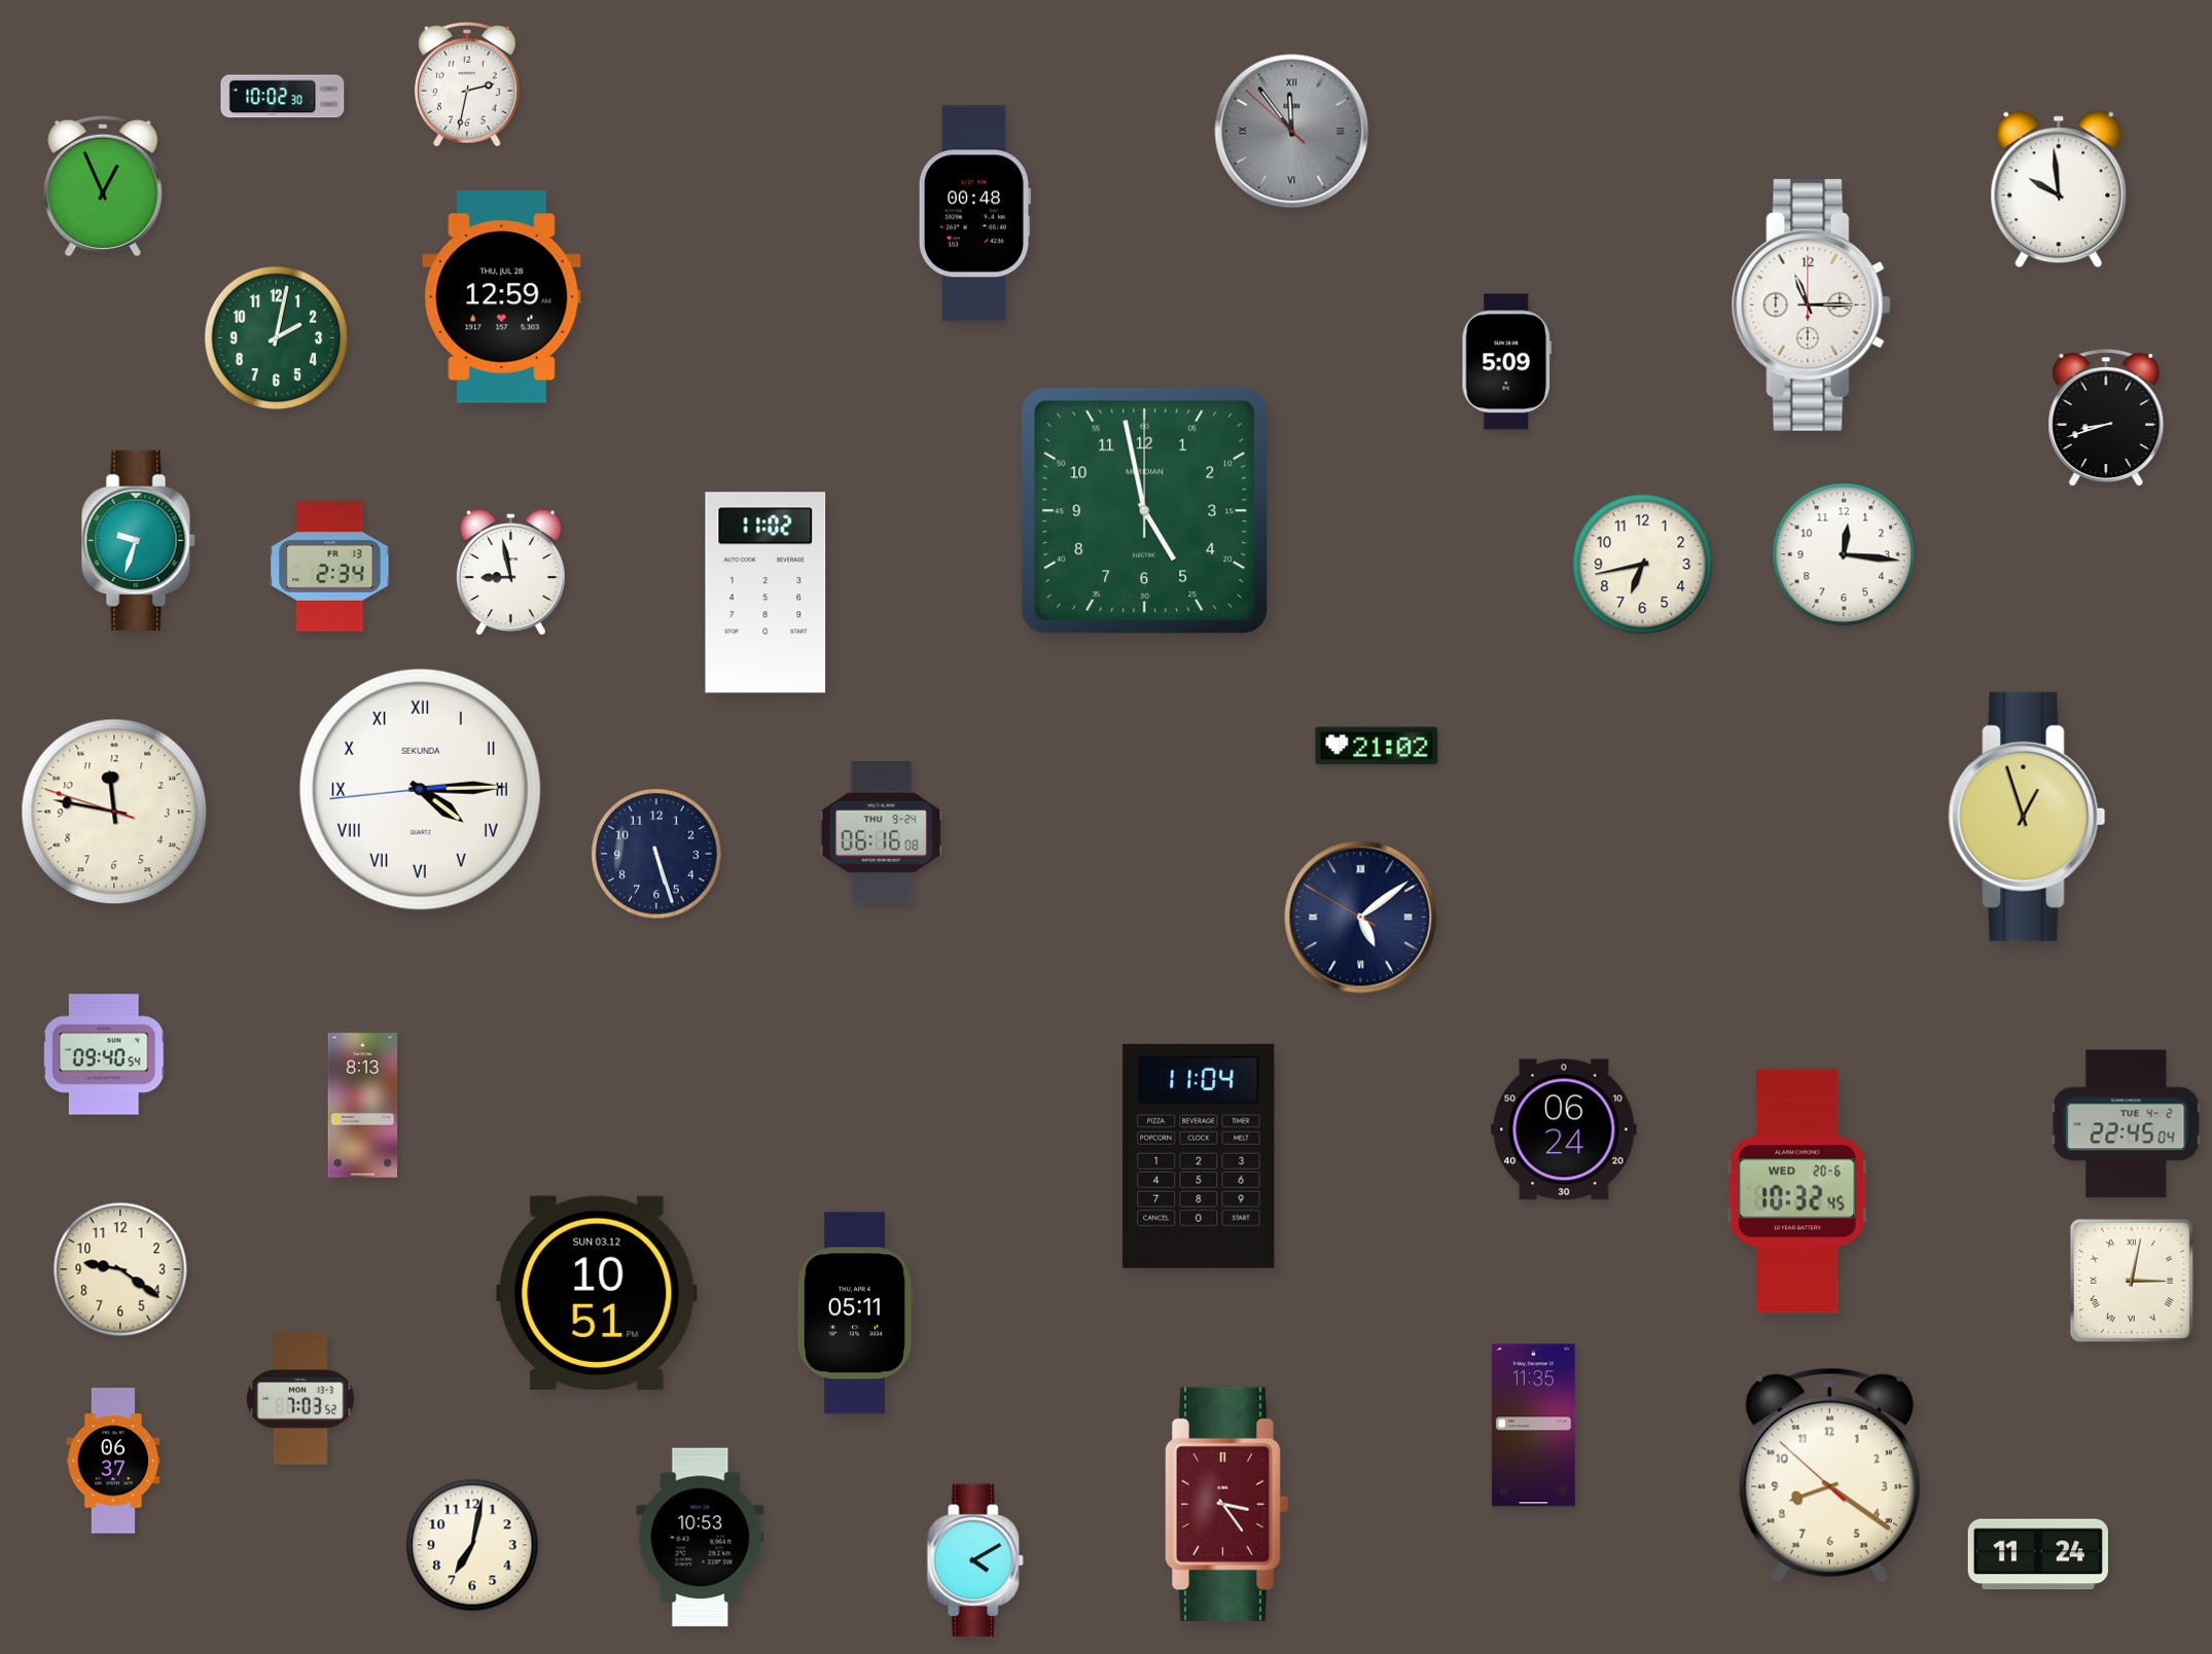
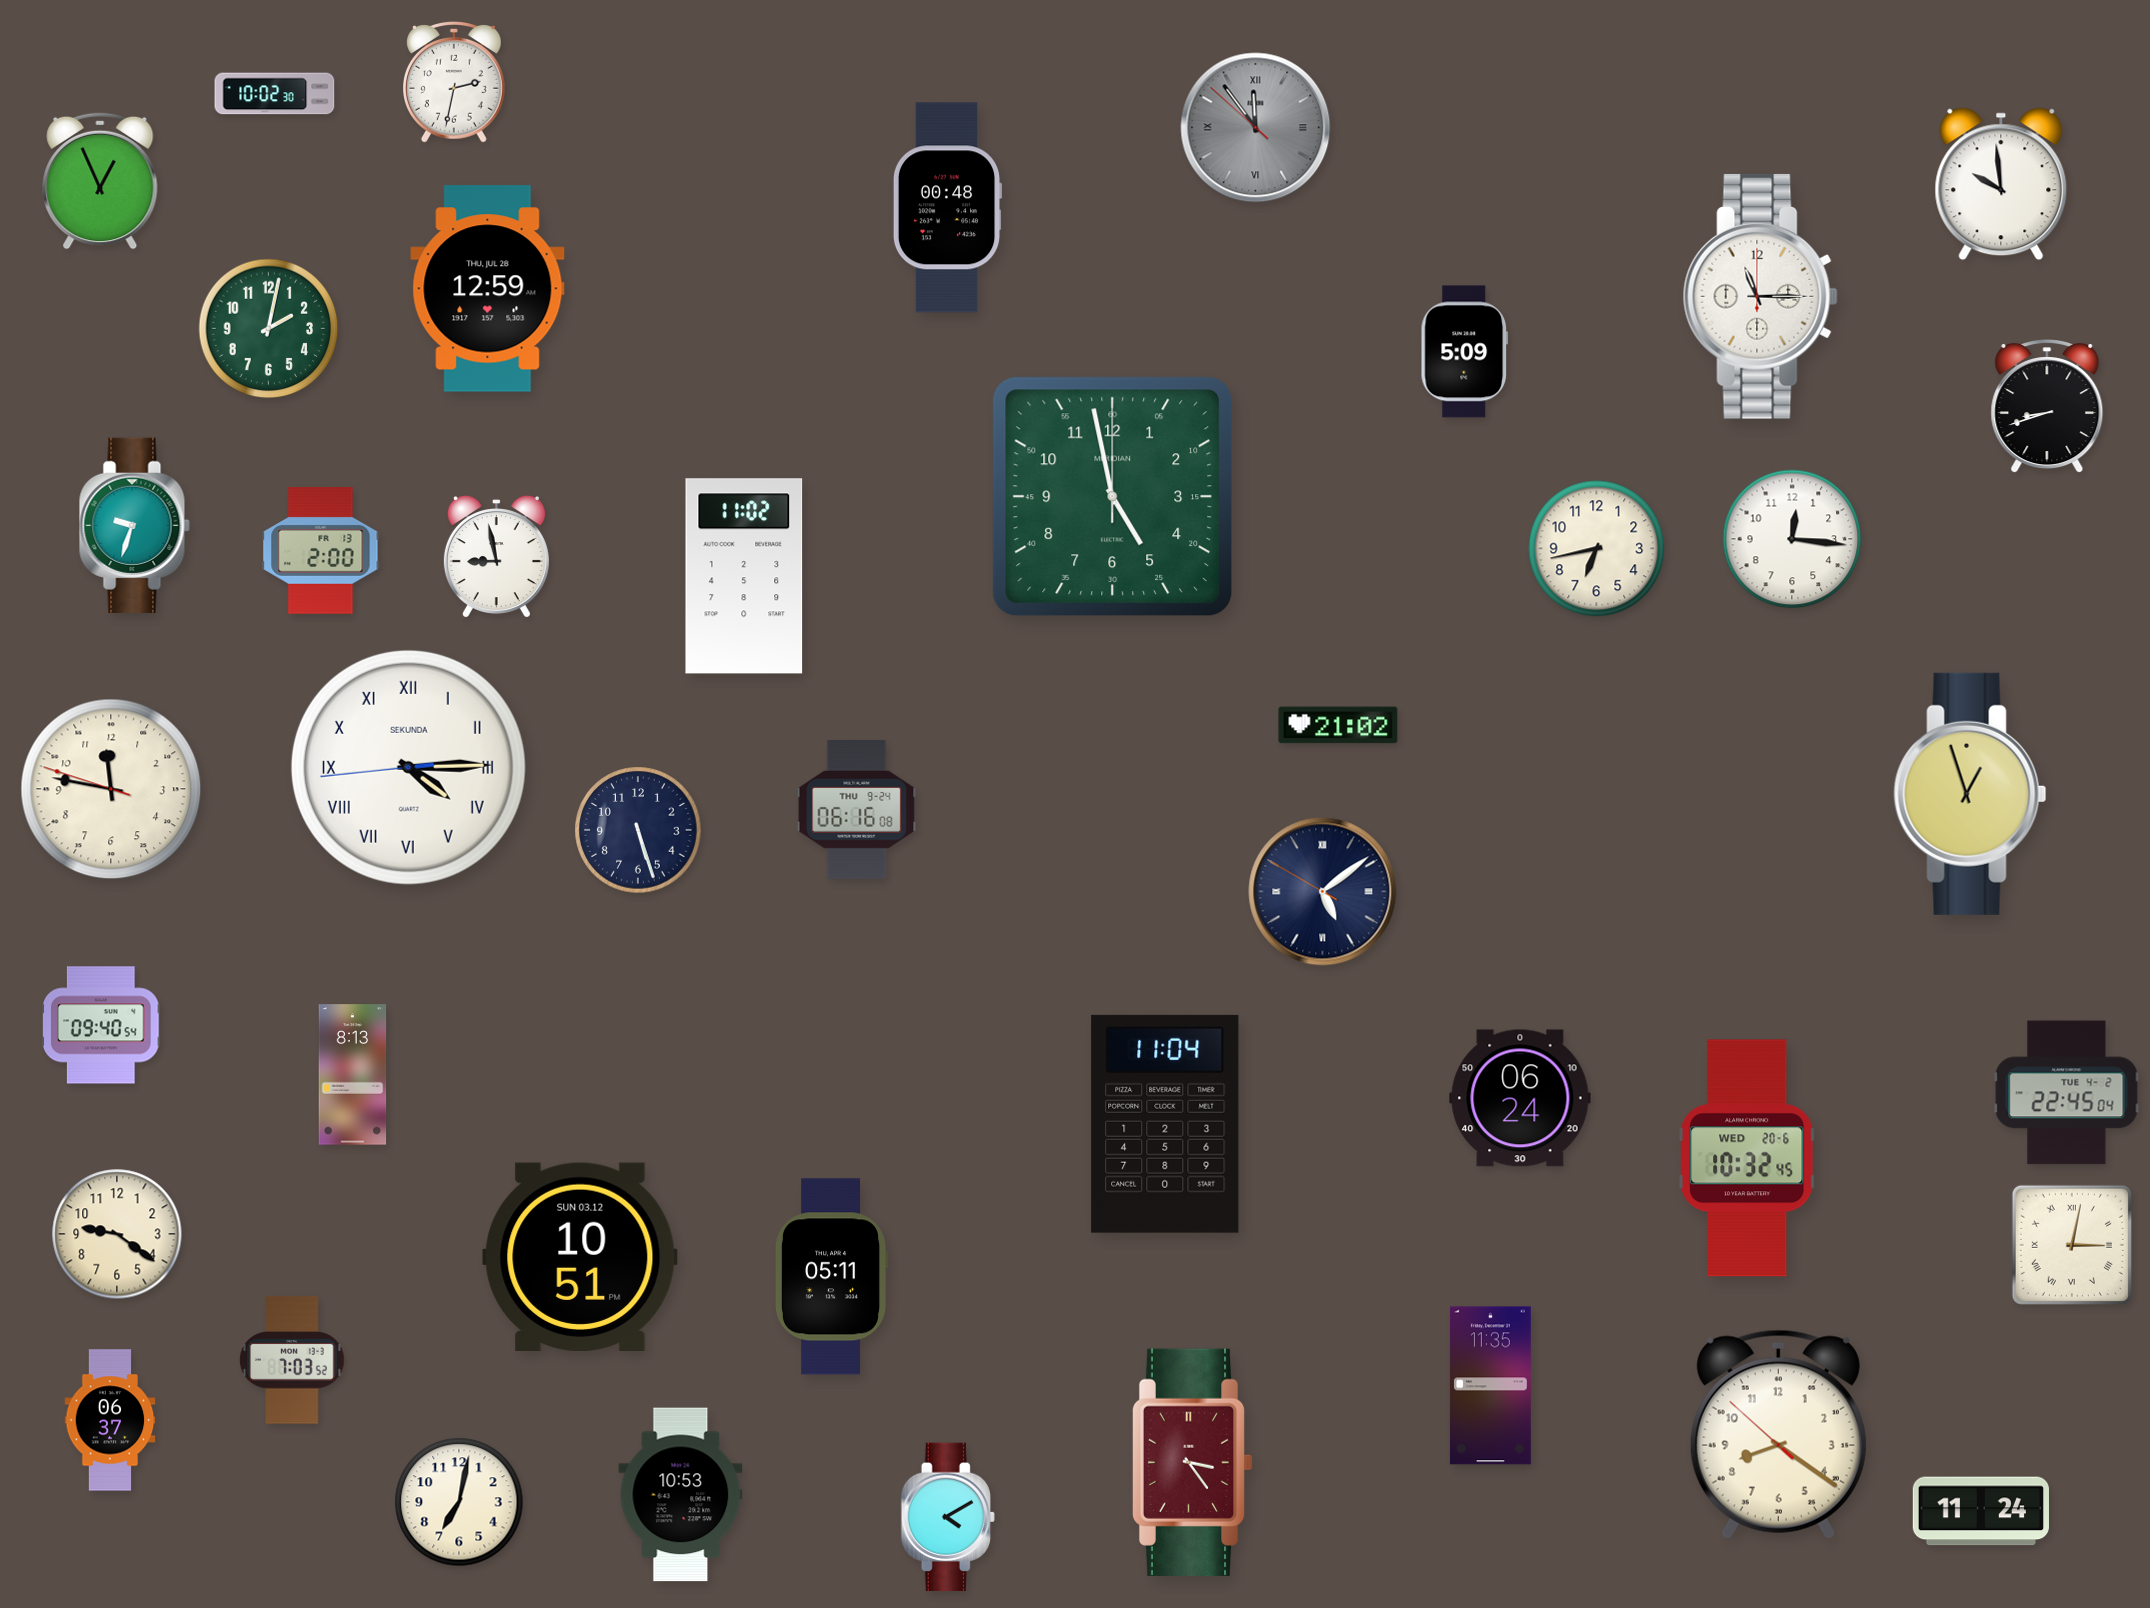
clock at (330, 567): 2:34 -> 2:00
